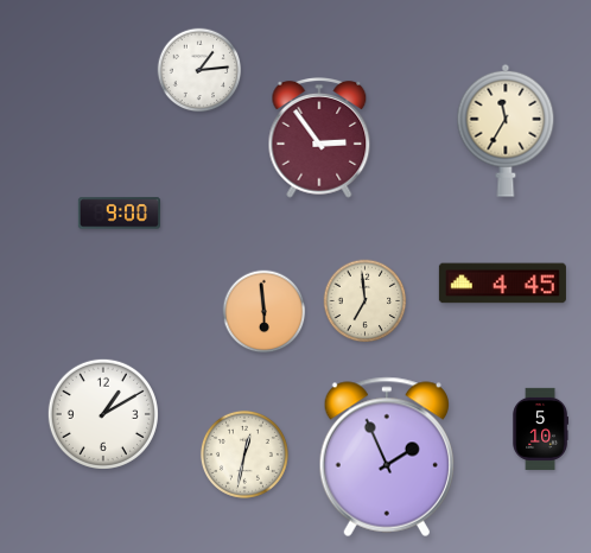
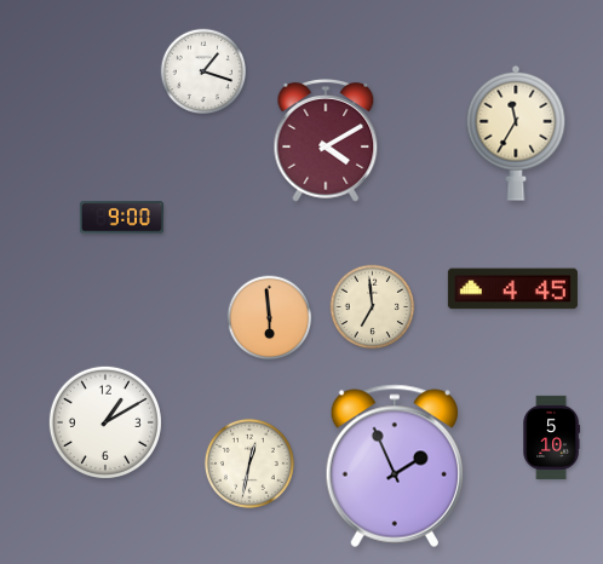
clock at (199, 70): 1:14 -> 1:18
clock at (319, 139): 2:54 -> 4:10
